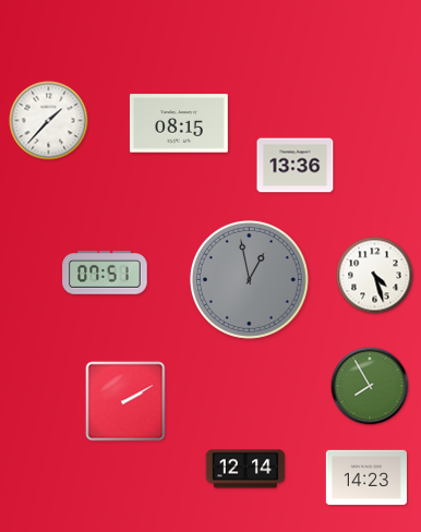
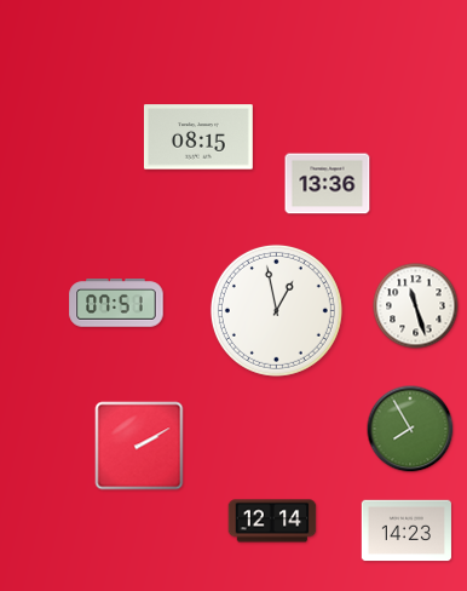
clock at (49, 121): 1:37 -> none
clock at (375, 276): 4:27 -> 11:27
clock at (249, 279) dial: grey -> white
